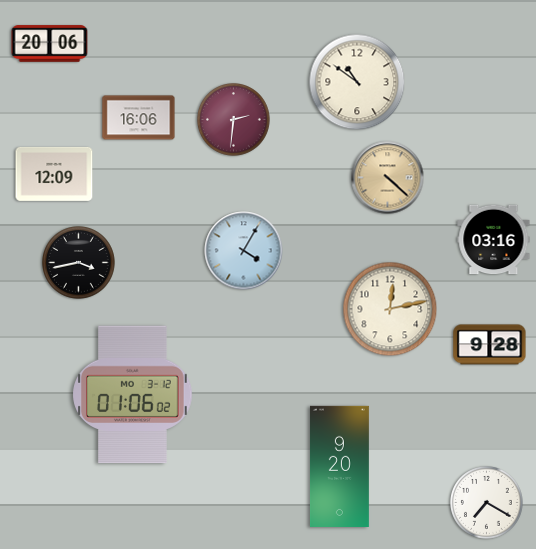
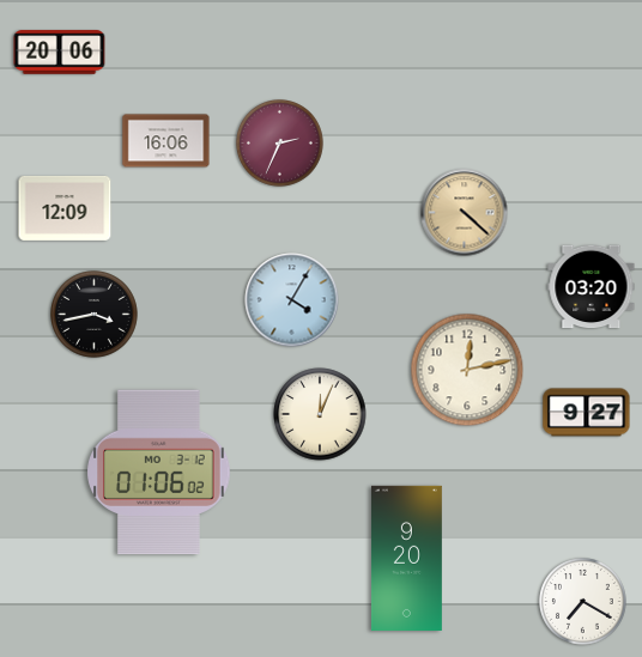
clock at (357, 82): 10:51 -> none
clock at (234, 120): 2:31 -> 2:34
clock at (494, 240): 03:16 -> 03:20
clock at (490, 345): 9:28 -> 9:27
clock at (320, 414): none -> 12:04
